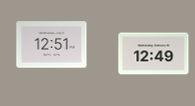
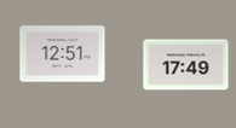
clock at (154, 54): 12:49 -> 17:49
